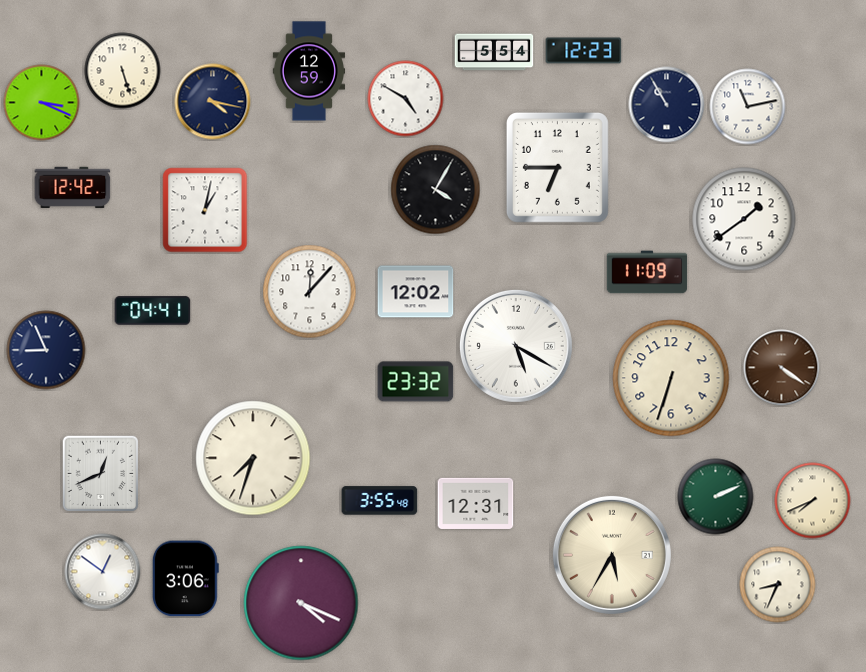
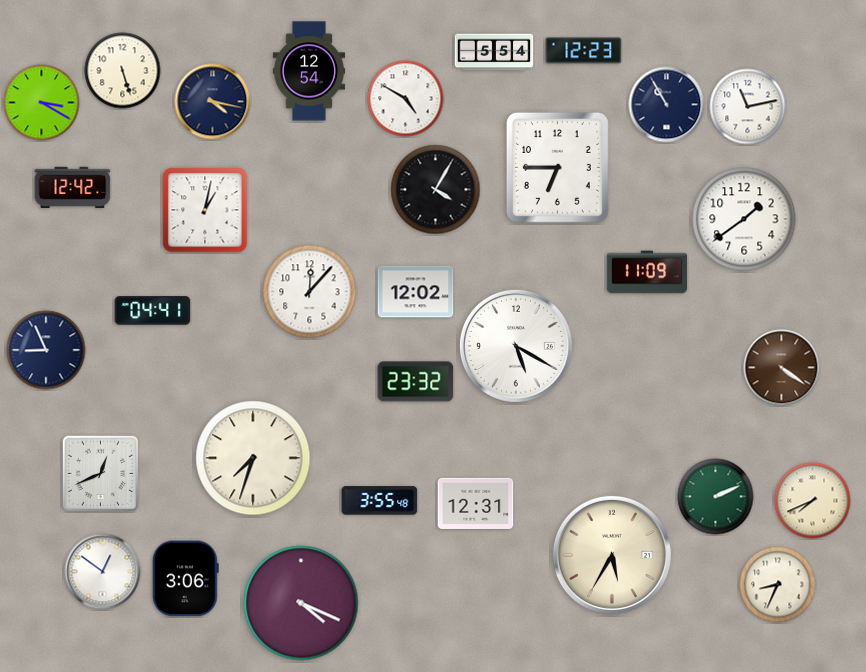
clock at (308, 71): 12:59 -> 12:54
clock at (42, 103): 3:19 -> 3:20
clock at (671, 378): 6:33 -> none
